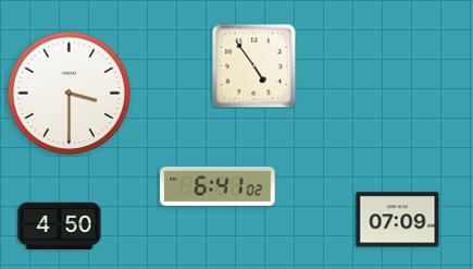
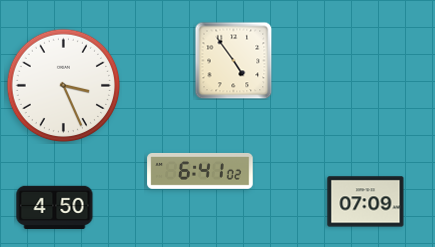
clock at (70, 94): 3:30 -> 3:26
